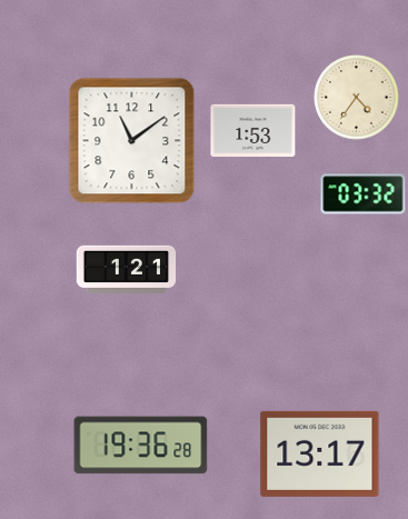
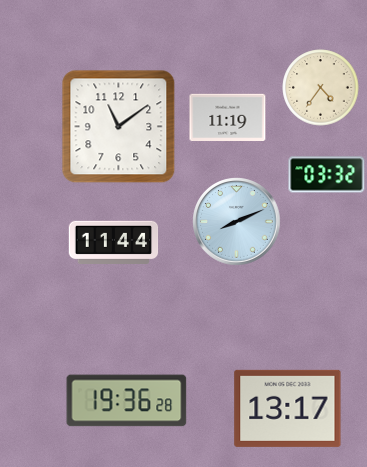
clock at (253, 130): 1:53 -> 11:19
clock at (237, 222): none -> 8:11
clock at (127, 269): 1:21 -> 11:44
